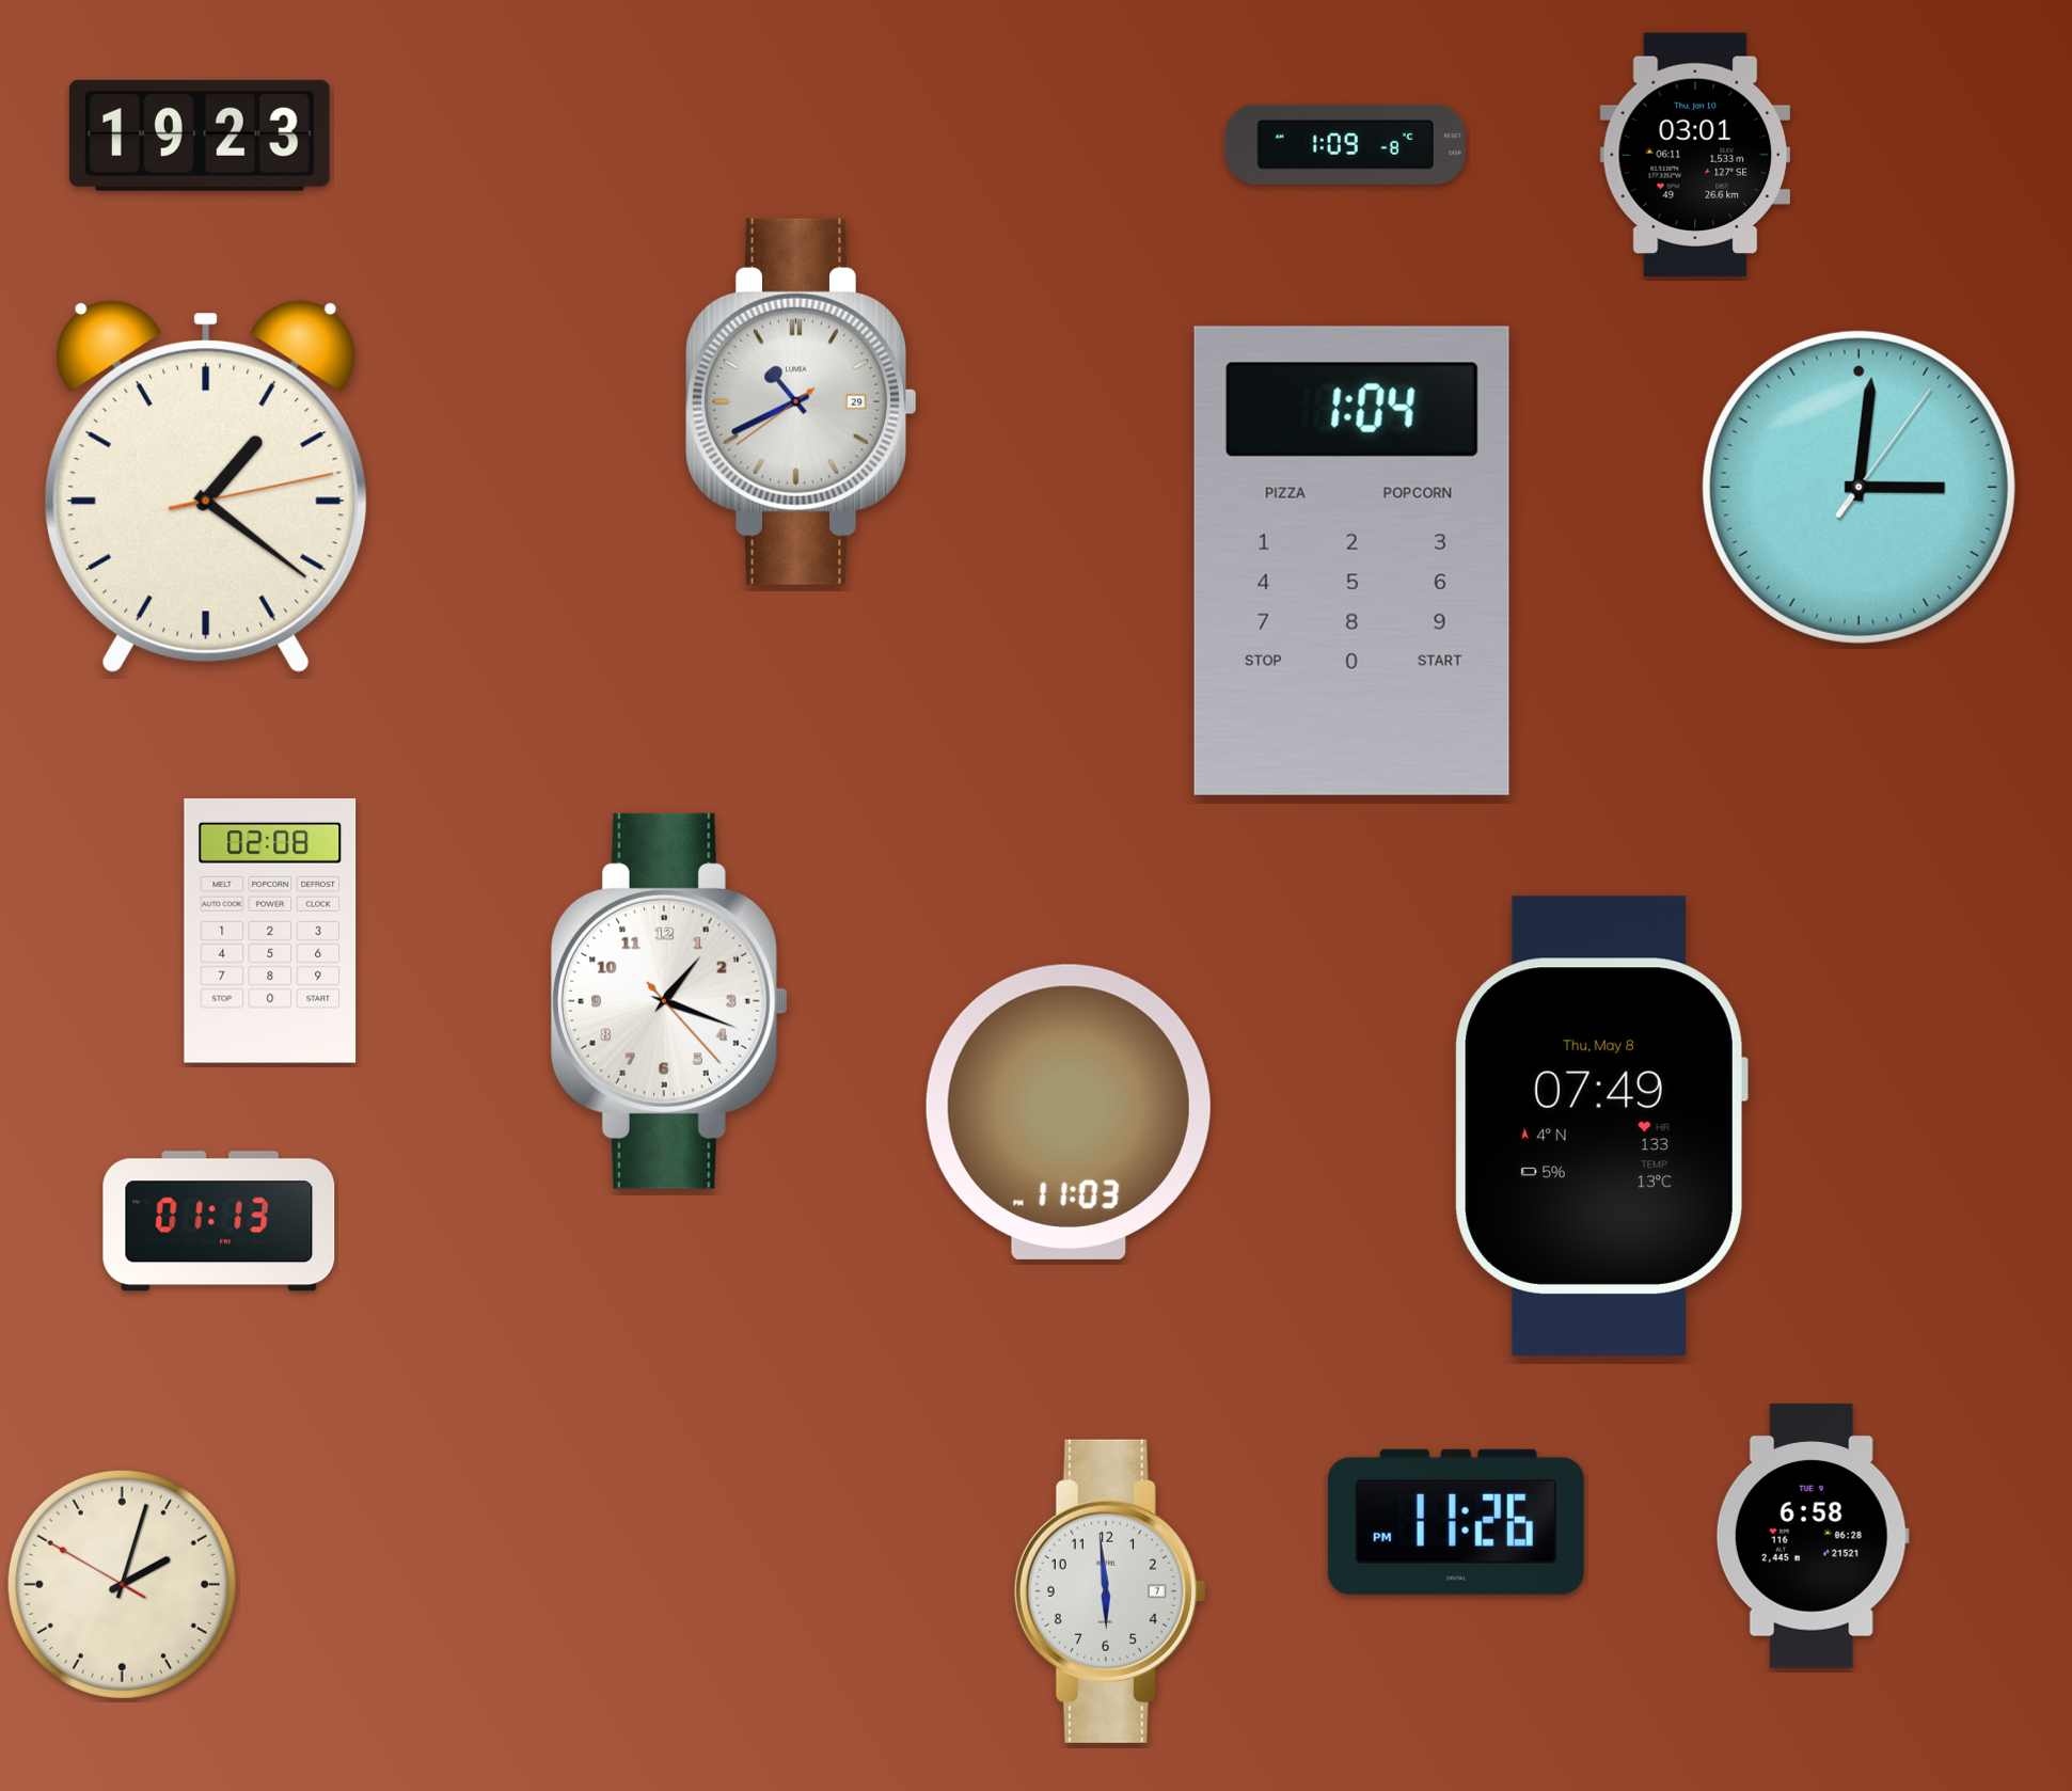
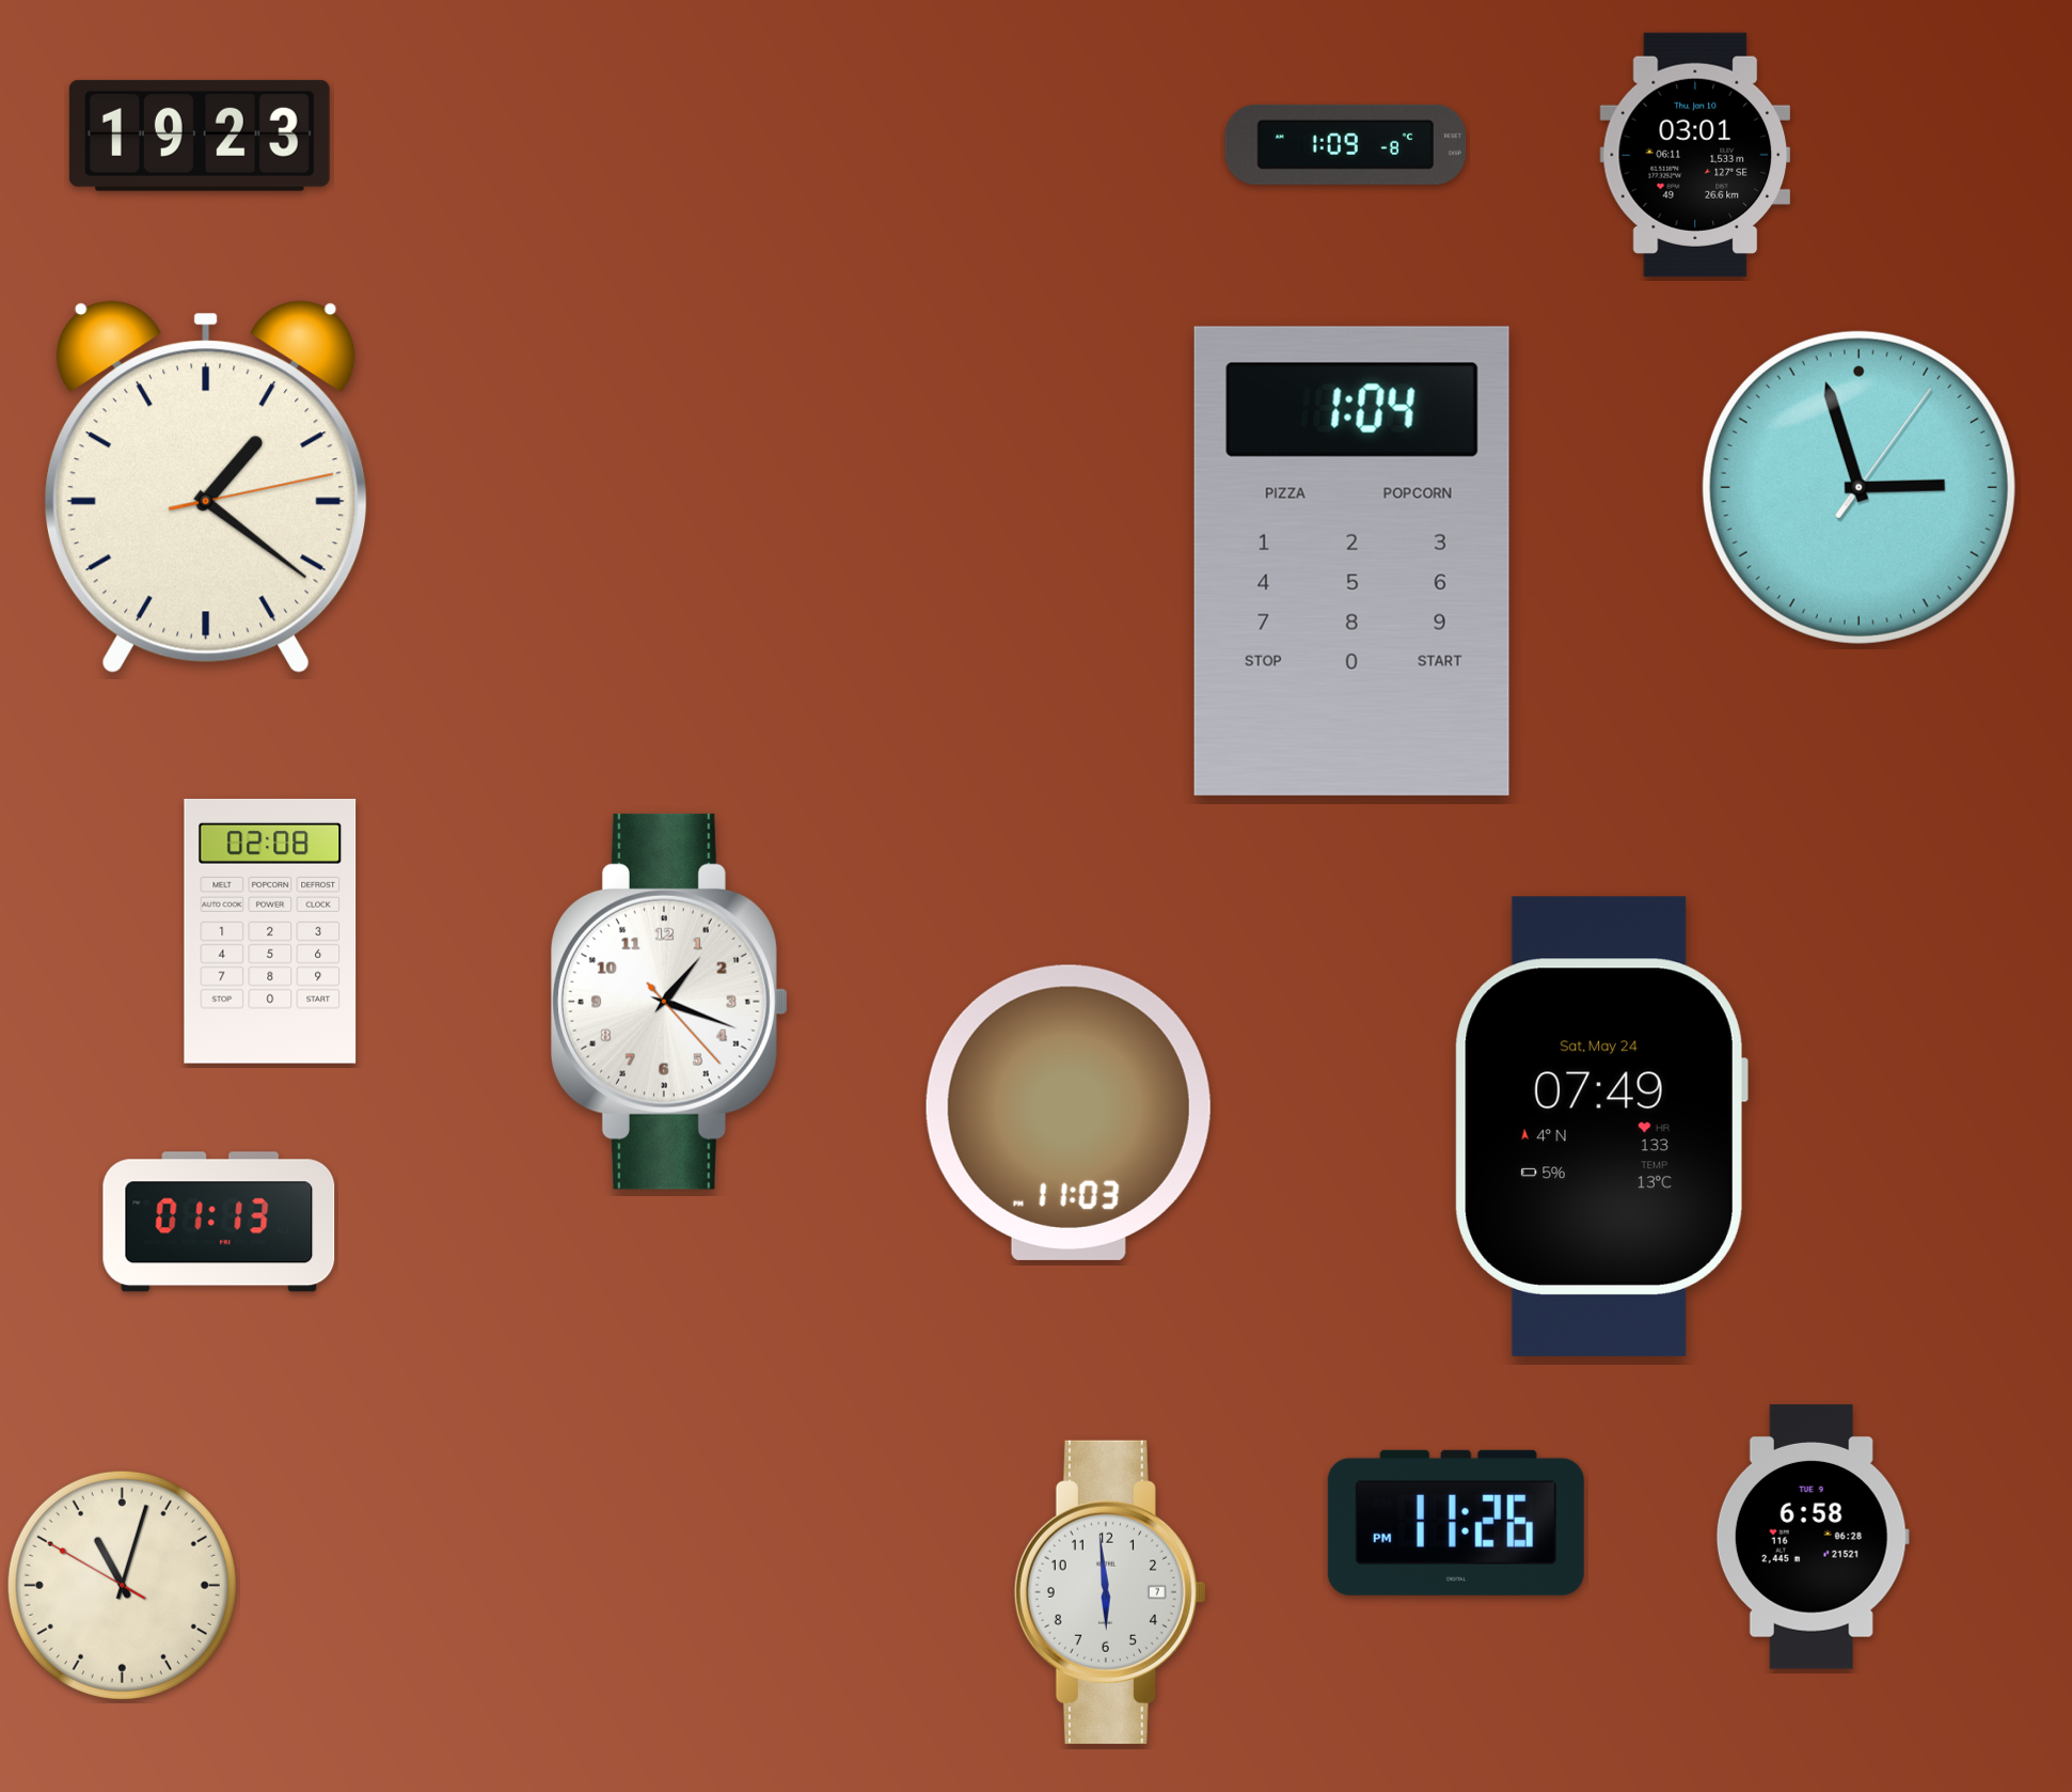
clock at (802, 401): 10:40 -> none
clock at (1859, 487): 3:01 -> 2:57
clock at (1601, 1126) date: Thu, May 8 -> Sat, May 24
clock at (122, 1584): 2:02 -> 11:02
